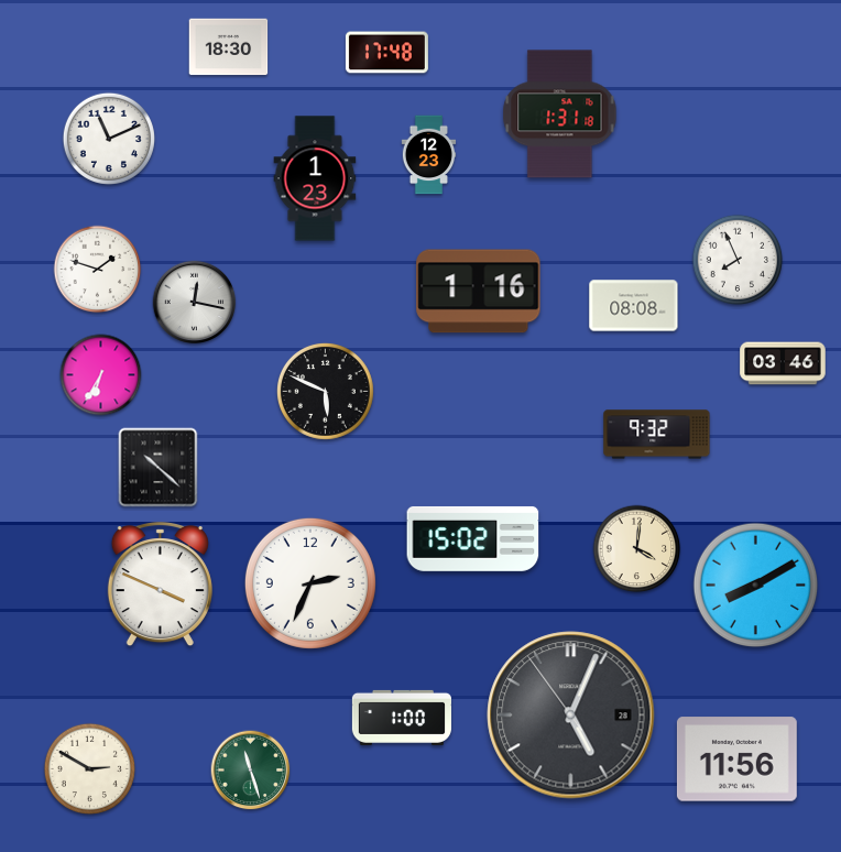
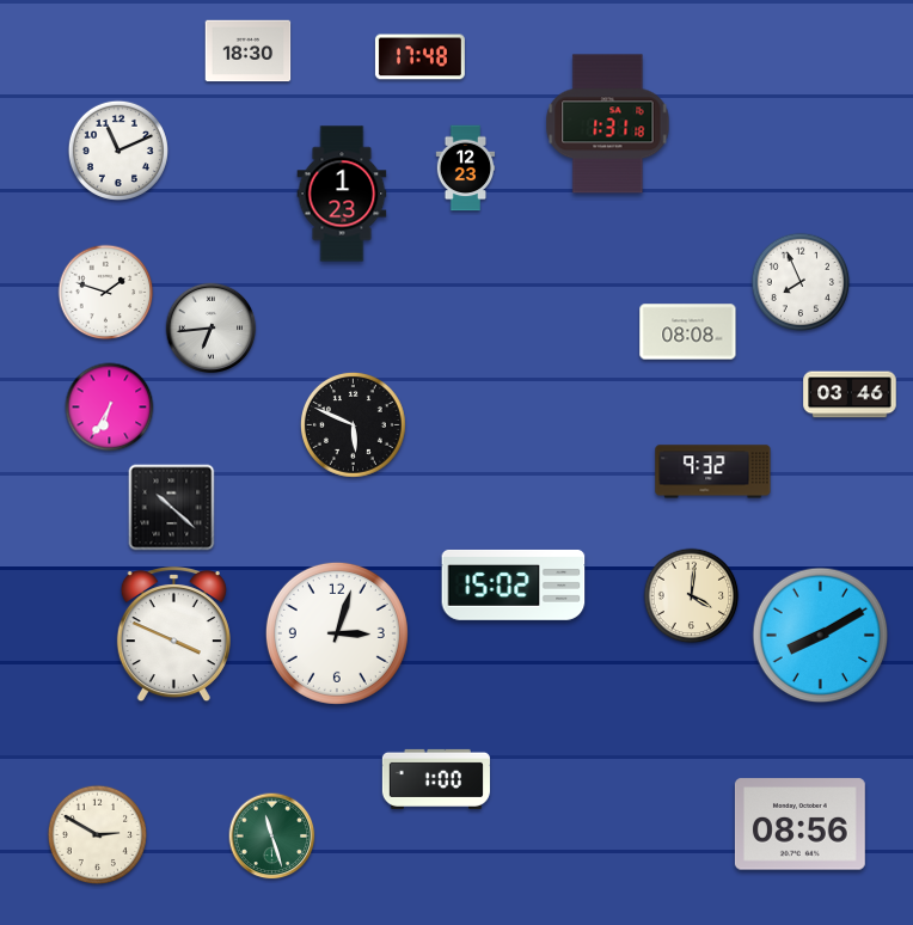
clock at (479, 292): 1:16 -> none
clock at (195, 303): 12:17 -> 6:44
clock at (310, 583): 2:34 -> 3:03
clock at (571, 716): 5:03 -> none
clock at (736, 760): 11:56 -> 08:56
